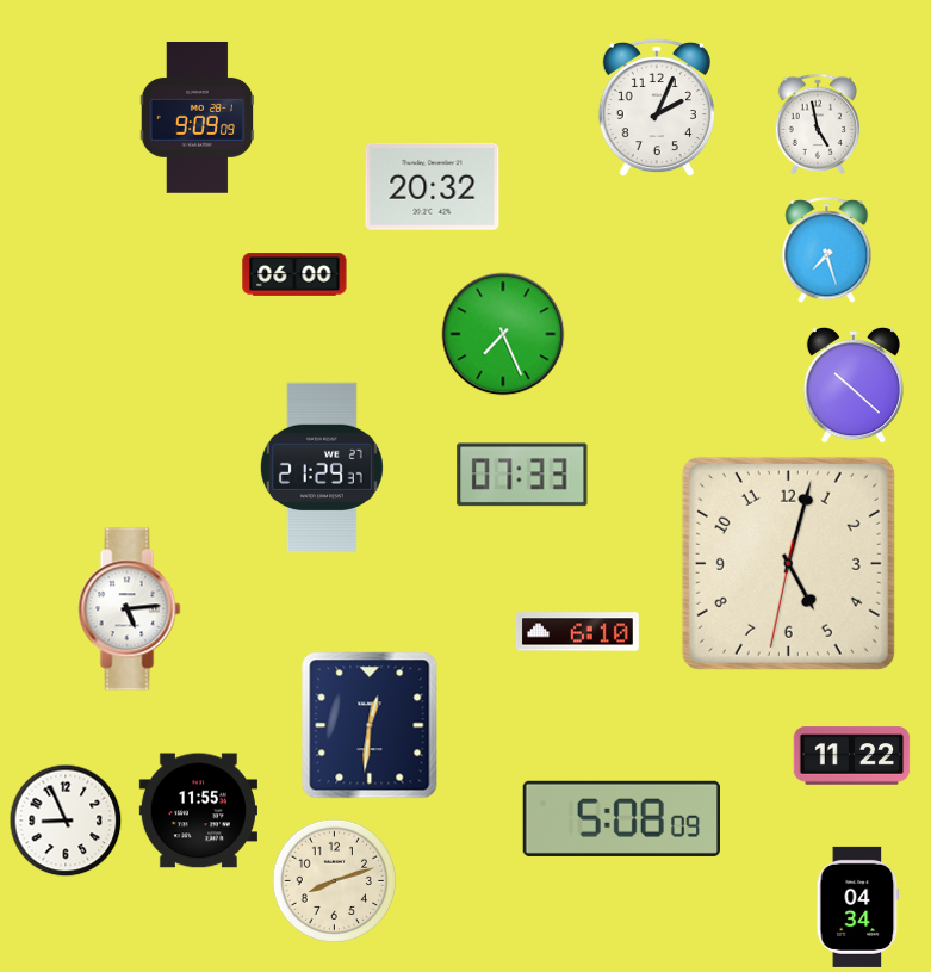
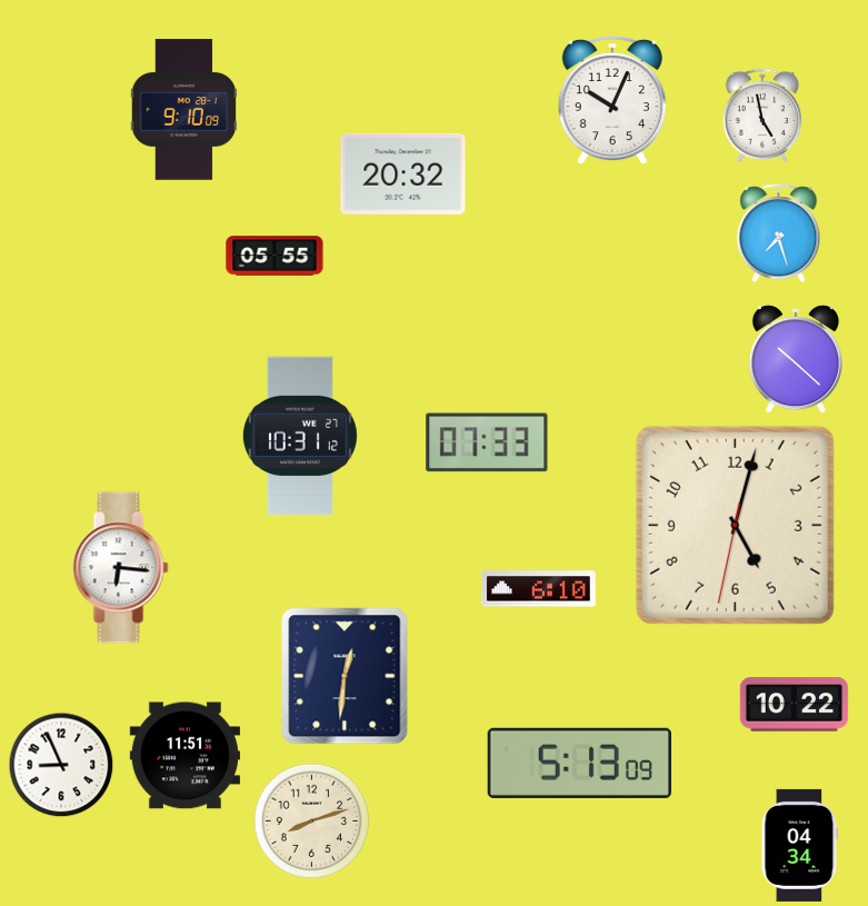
clock at (657, 107): 2:04 -> 10:04
clock at (198, 118): 9:09 -> 9:10
clock at (827, 250) position: (827, 250) -> (779, 233)
clock at (294, 274): 06:00 -> 05:55
clock at (503, 334): 7:26 -> none
clock at (322, 468): 21:29 -> 10:31
clock at (130, 609): 5:14 -> 6:16
clock at (852, 756): 11:22 -> 10:22
clock at (198, 811): 11:55 -> 11:51
clock at (621, 818): 5:08 -> 5:13
